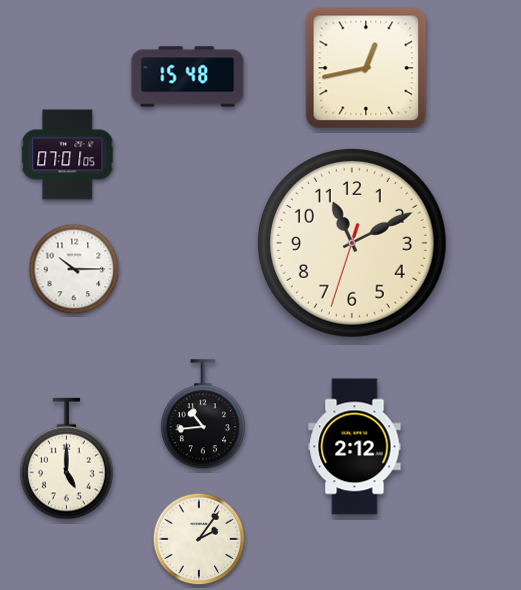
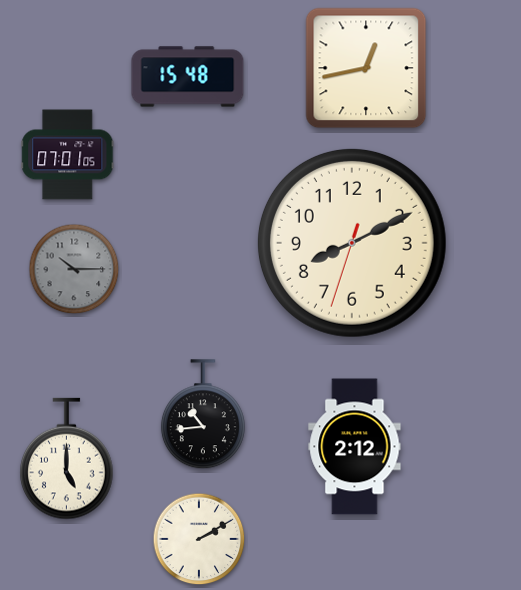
clock at (352, 243): 11:10 -> 8:10
clock at (74, 269) dial: white -> grey
clock at (199, 539): 2:06 -> 2:10
